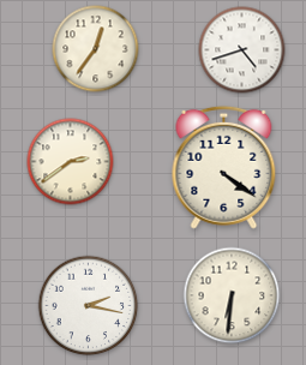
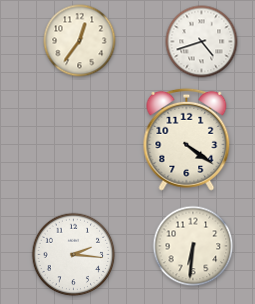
clock at (71, 162): 2:39 -> none
clock at (89, 306): 2:17 -> 2:16
